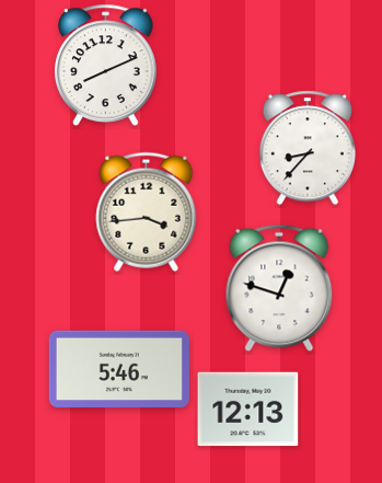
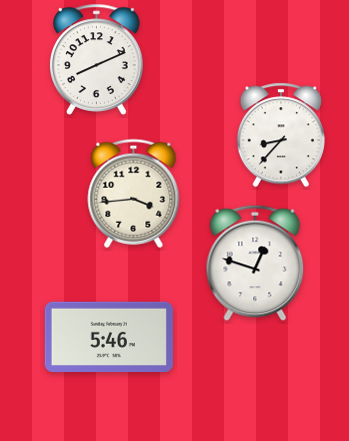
clock at (248, 410): 12:13 -> none
